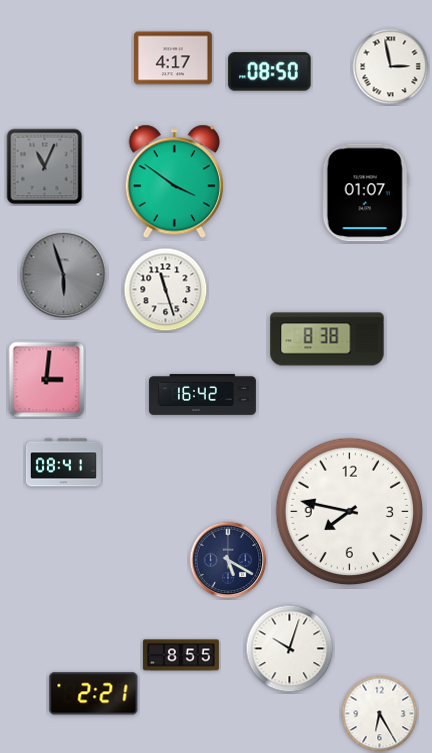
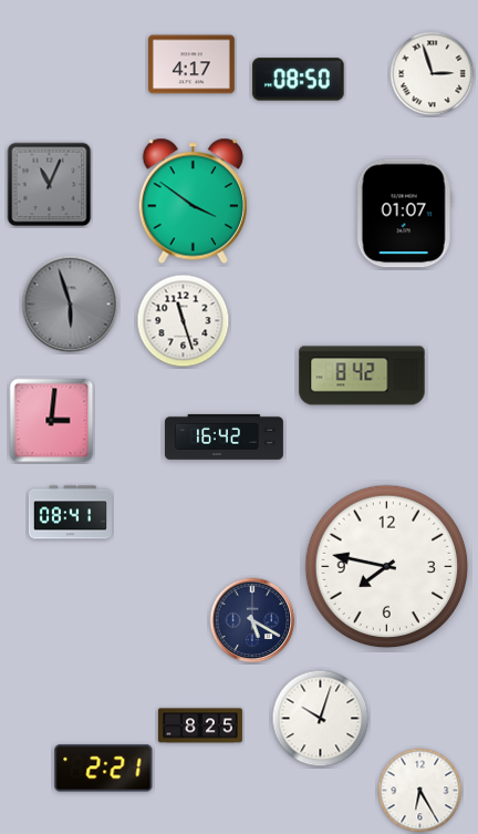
clock at (391, 67): 2:58 -> 2:57
clock at (327, 339): 8:38 -> 8:42
clock at (181, 655): 8:55 -> 8:25
